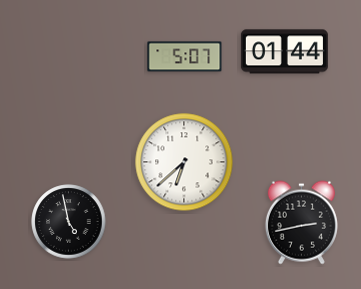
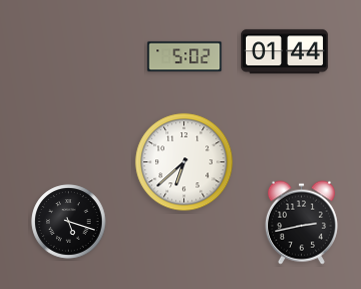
clock at (185, 57): 5:07 -> 5:02
clock at (69, 222): 4:58 -> 5:18
